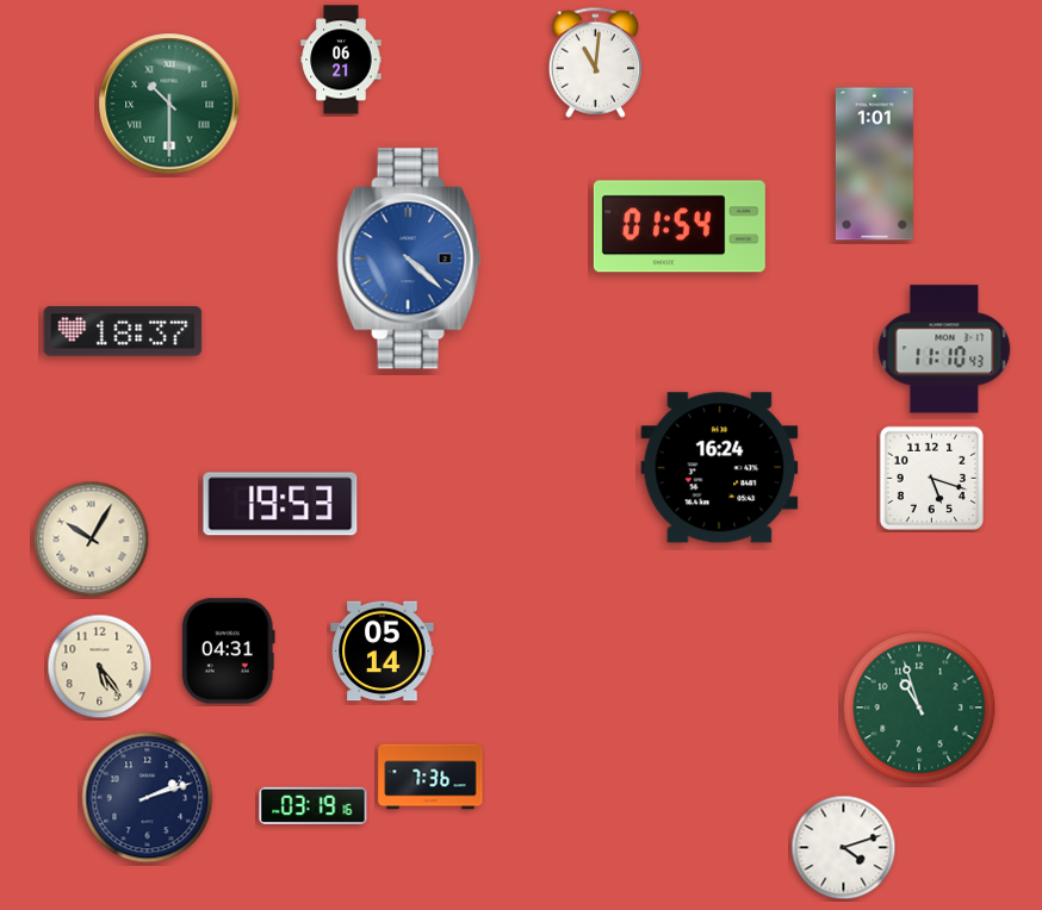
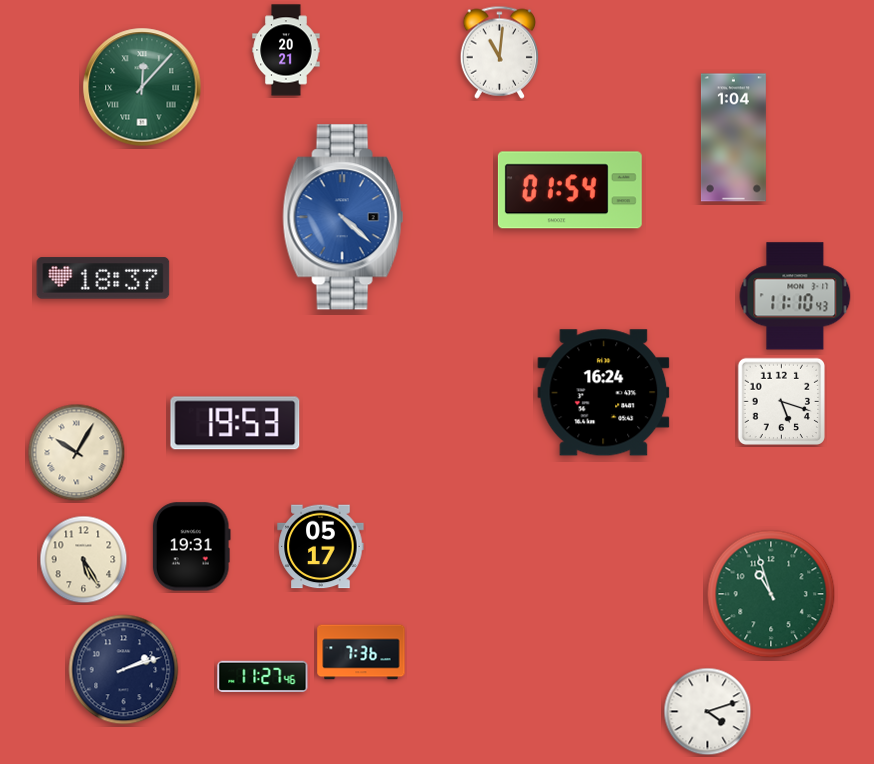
clock at (341, 60): 06:21 -> 20:21
clock at (169, 104): 10:30 -> 12:07
clock at (874, 164): 1:01 -> 1:04
clock at (944, 349) position: (944, 349) -> (795, 296)
clock at (228, 652): 04:31 -> 19:31
clock at (383, 652): 05:14 -> 05:17
clock at (100, 667): 5:24 -> 5:25
clock at (314, 806): 03:19 -> 11:27
